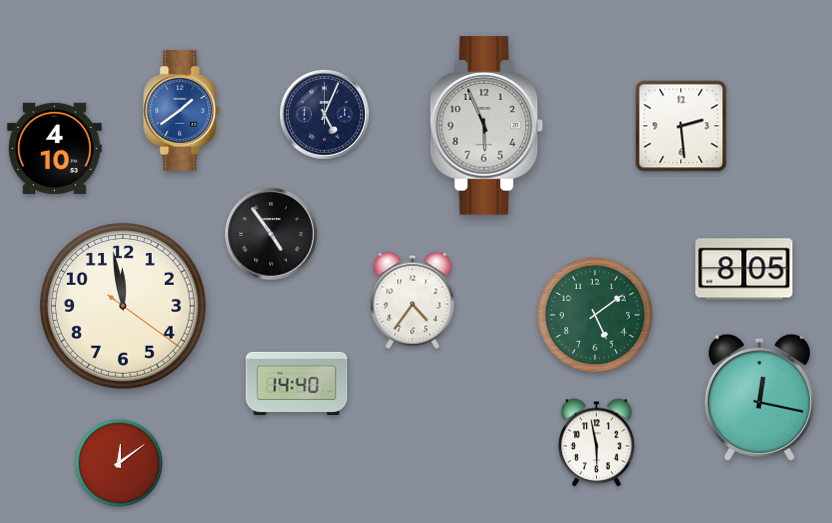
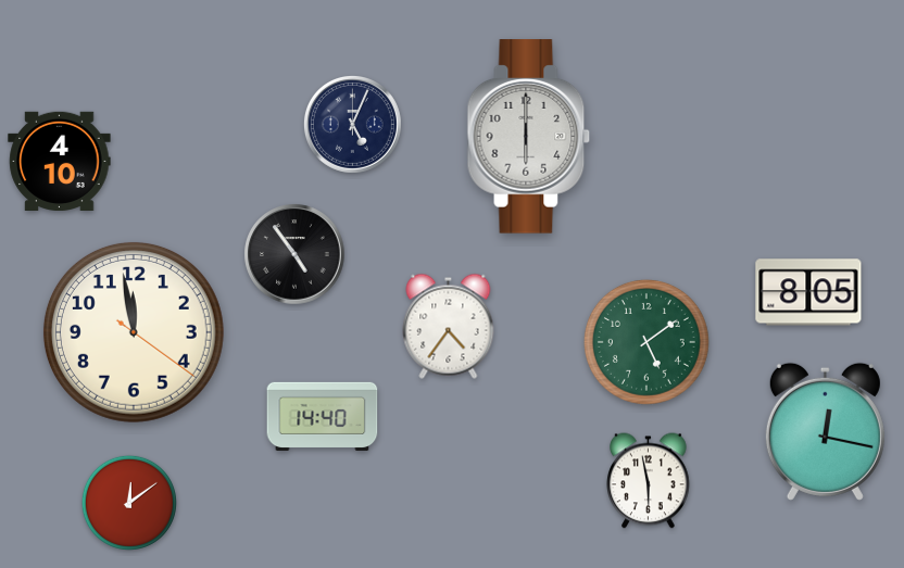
clock at (182, 110): 1:39 -> none
clock at (487, 126): 5:56 -> 6:00
clock at (681, 126): 2:29 -> none
